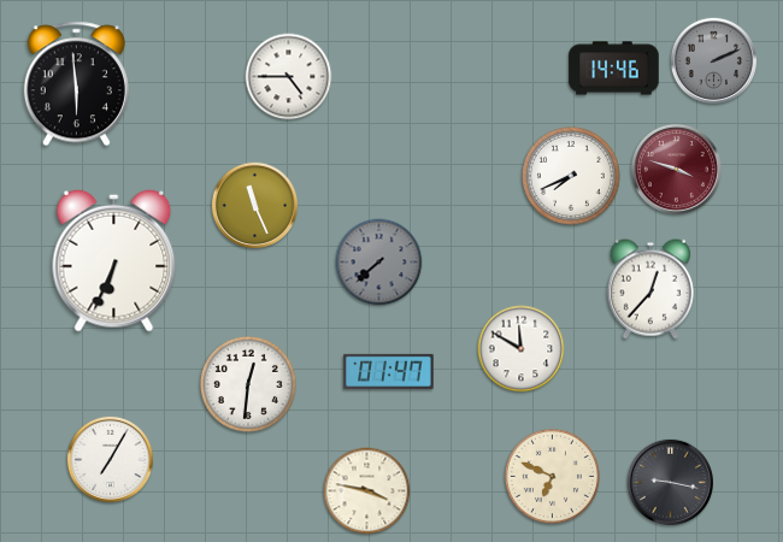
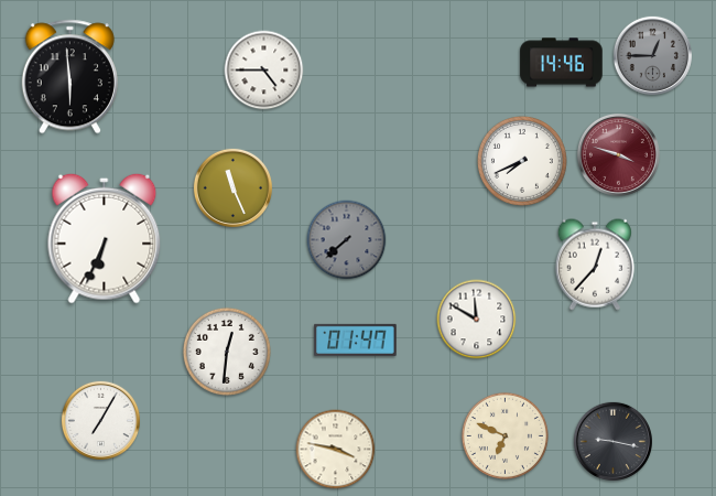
clock at (713, 60): 2:11 -> 12:45
